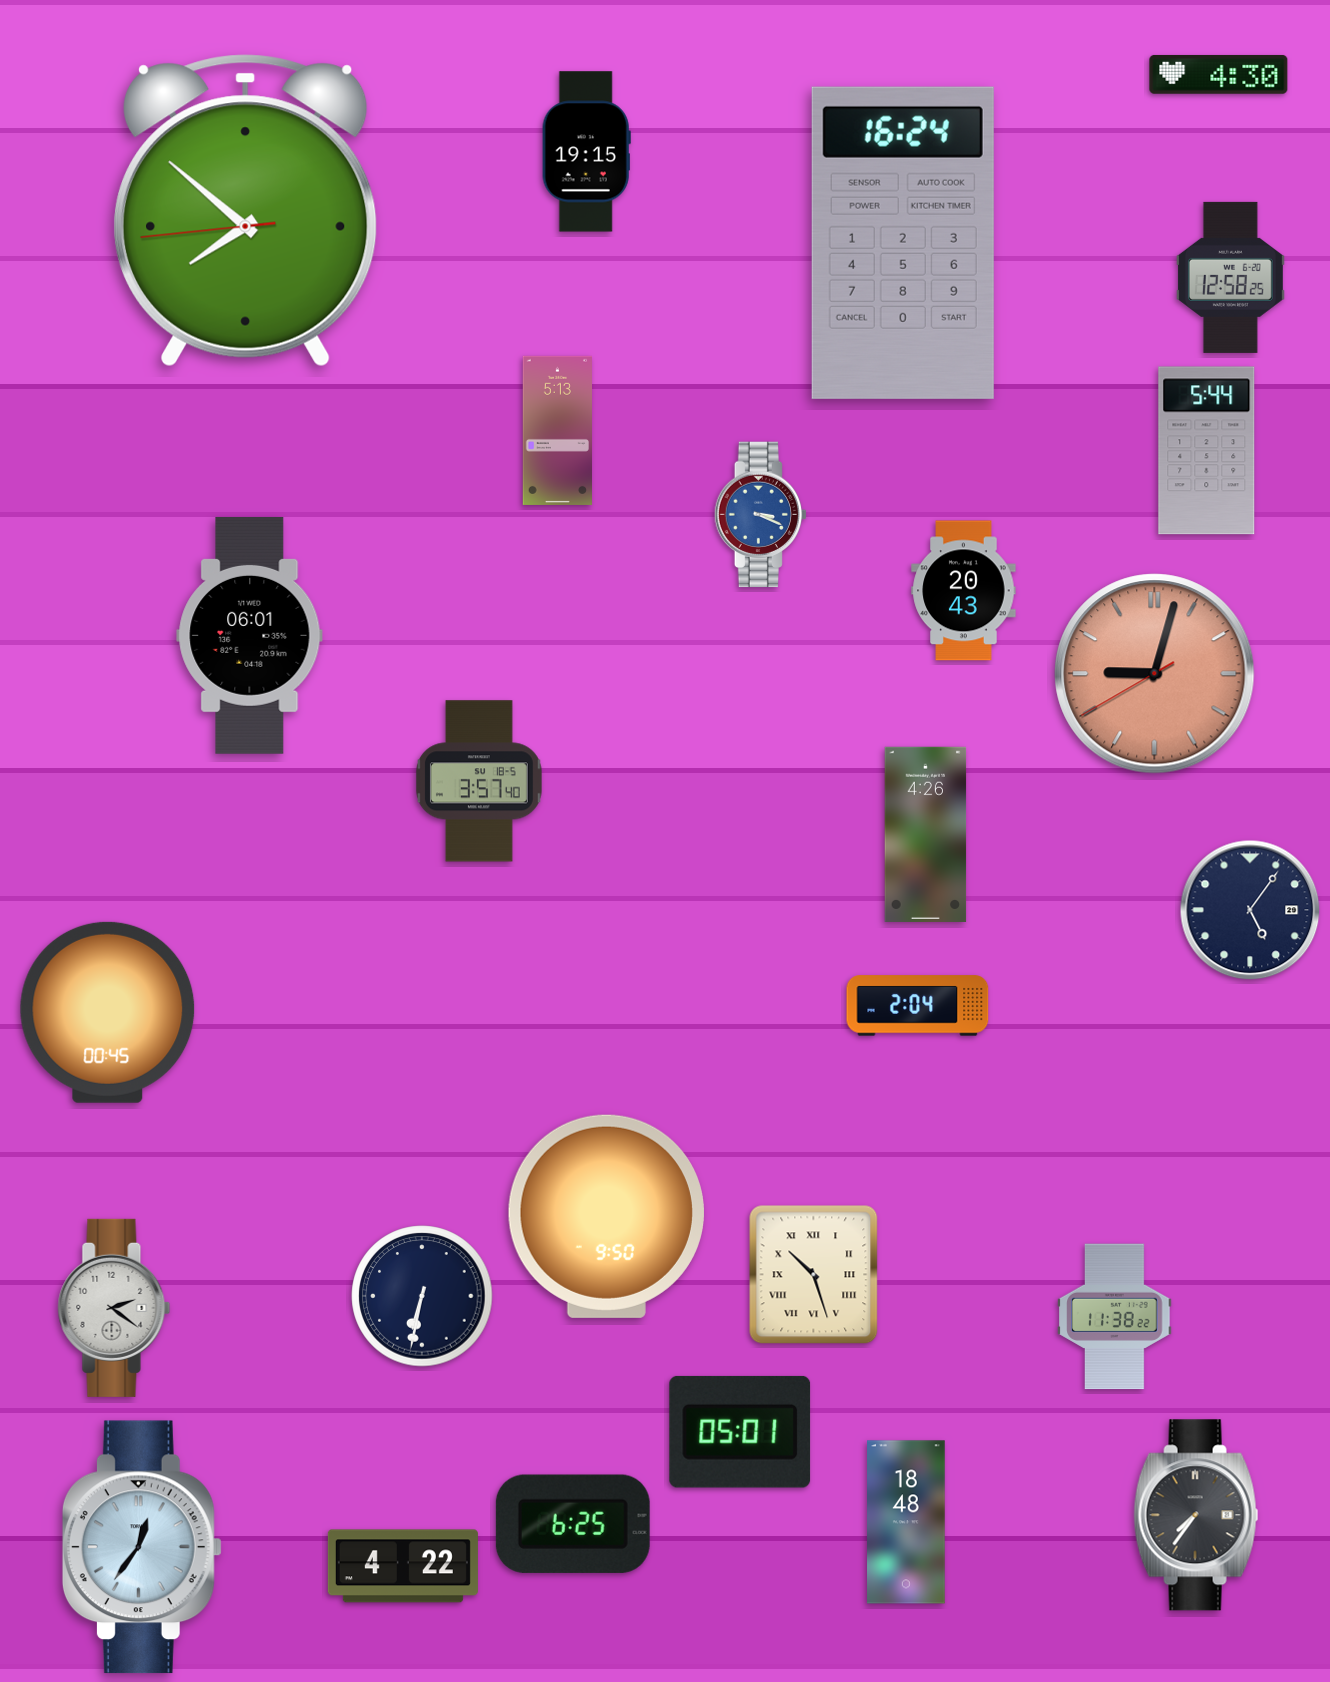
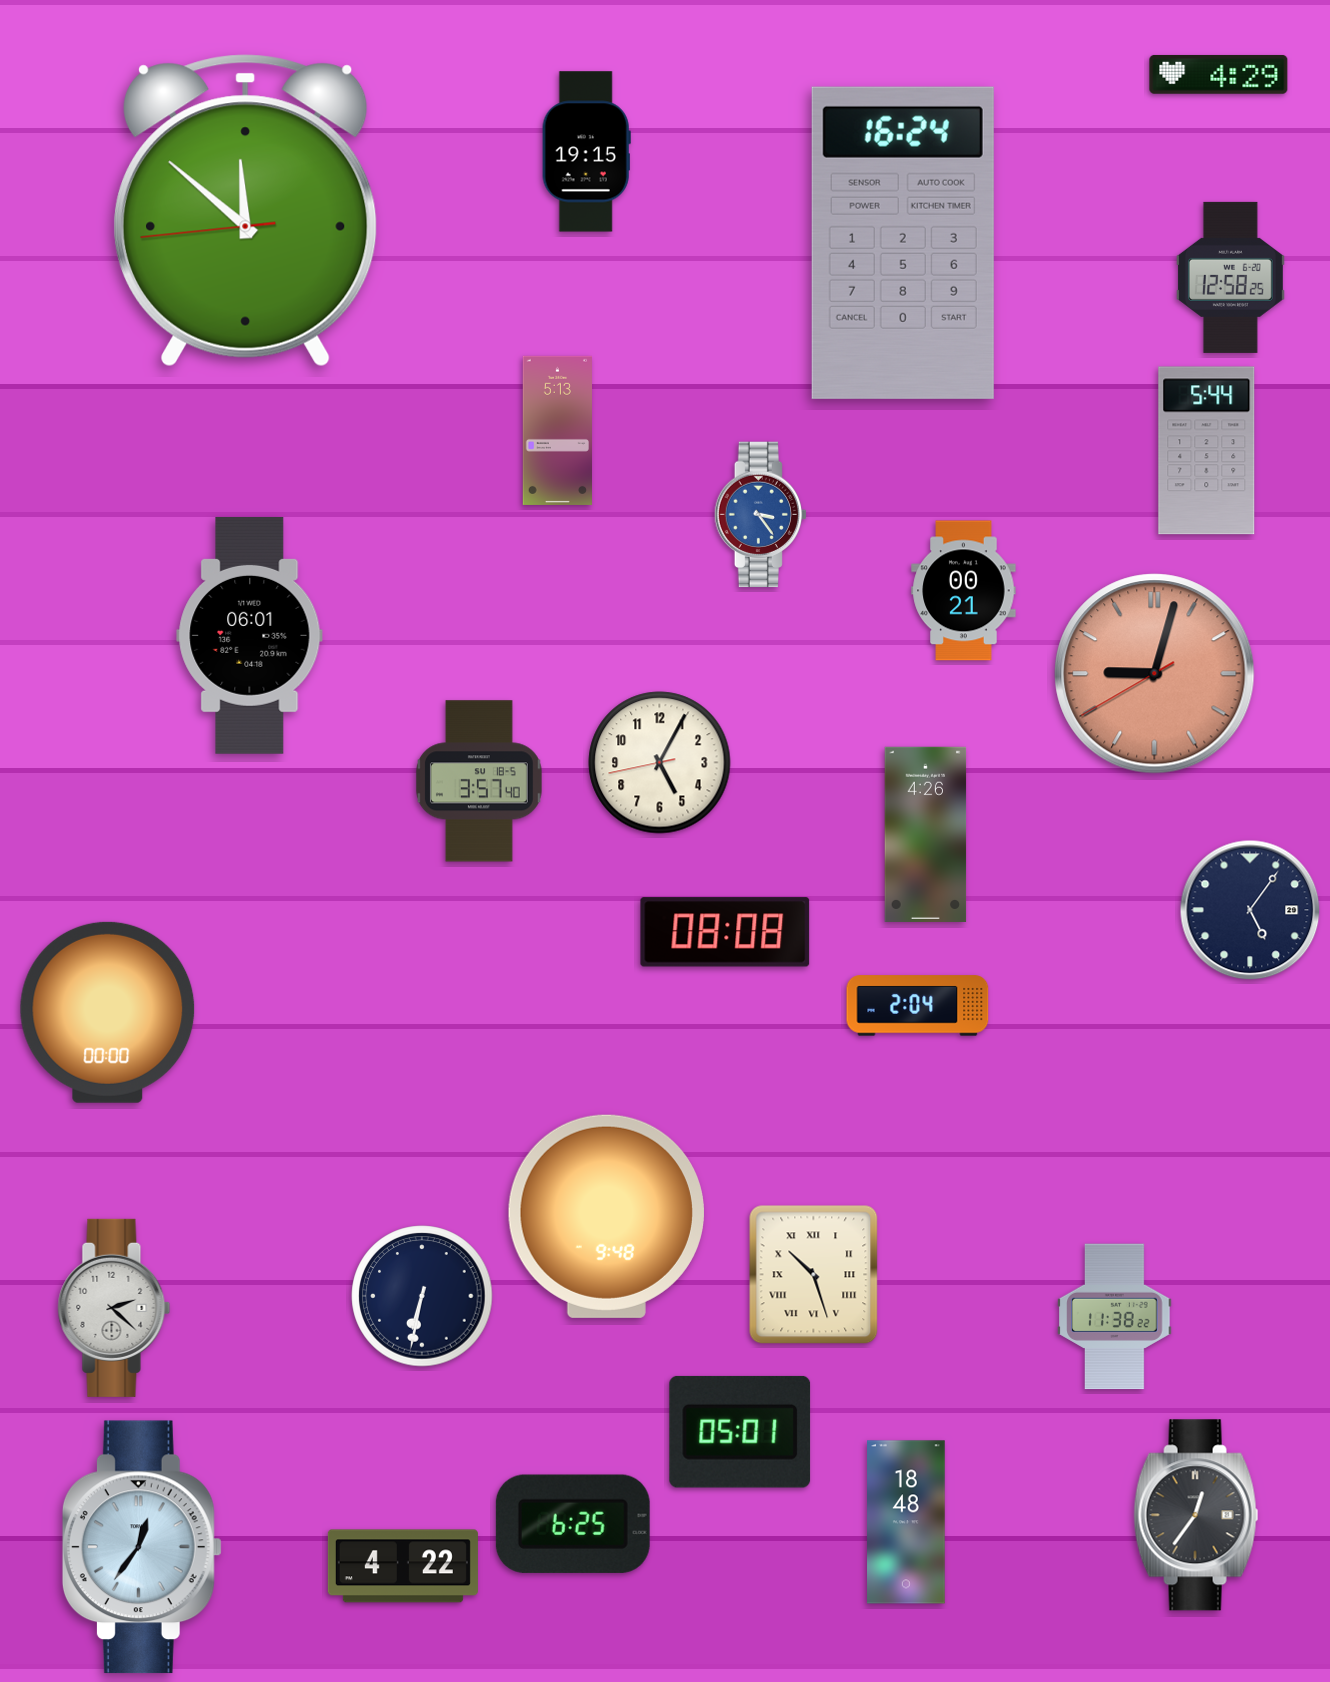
clock at (1219, 75): 4:30 -> 4:29
clock at (245, 211): 7:51 -> 11:51
clock at (760, 515): 3:19 -> 3:24
clock at (964, 591): 20:43 -> 00:21
clock at (660, 763): none -> 5:04
clock at (725, 932): none -> 08:08
clock at (108, 1012): 00:45 -> 00:00
clock at (606, 1216): 9:50 -> 9:48
clock at (114, 1308): 2:21 -> 2:22
clock at (1196, 1515): 7:36 -> 12:36
